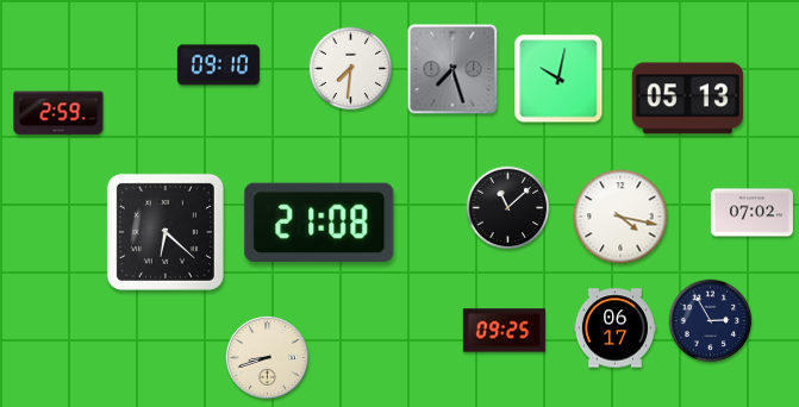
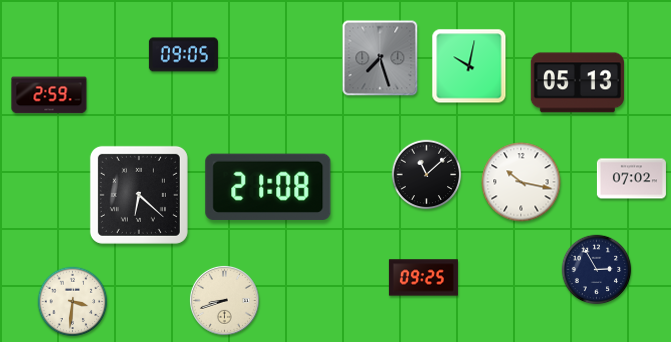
clock at (218, 65): 09:10 -> 09:05
clock at (351, 69): 7:31 -> none
clock at (620, 217): 4:17 -> 10:17
clock at (614, 328): 06:17 -> none
clock at (73, 302): none -> 3:31
